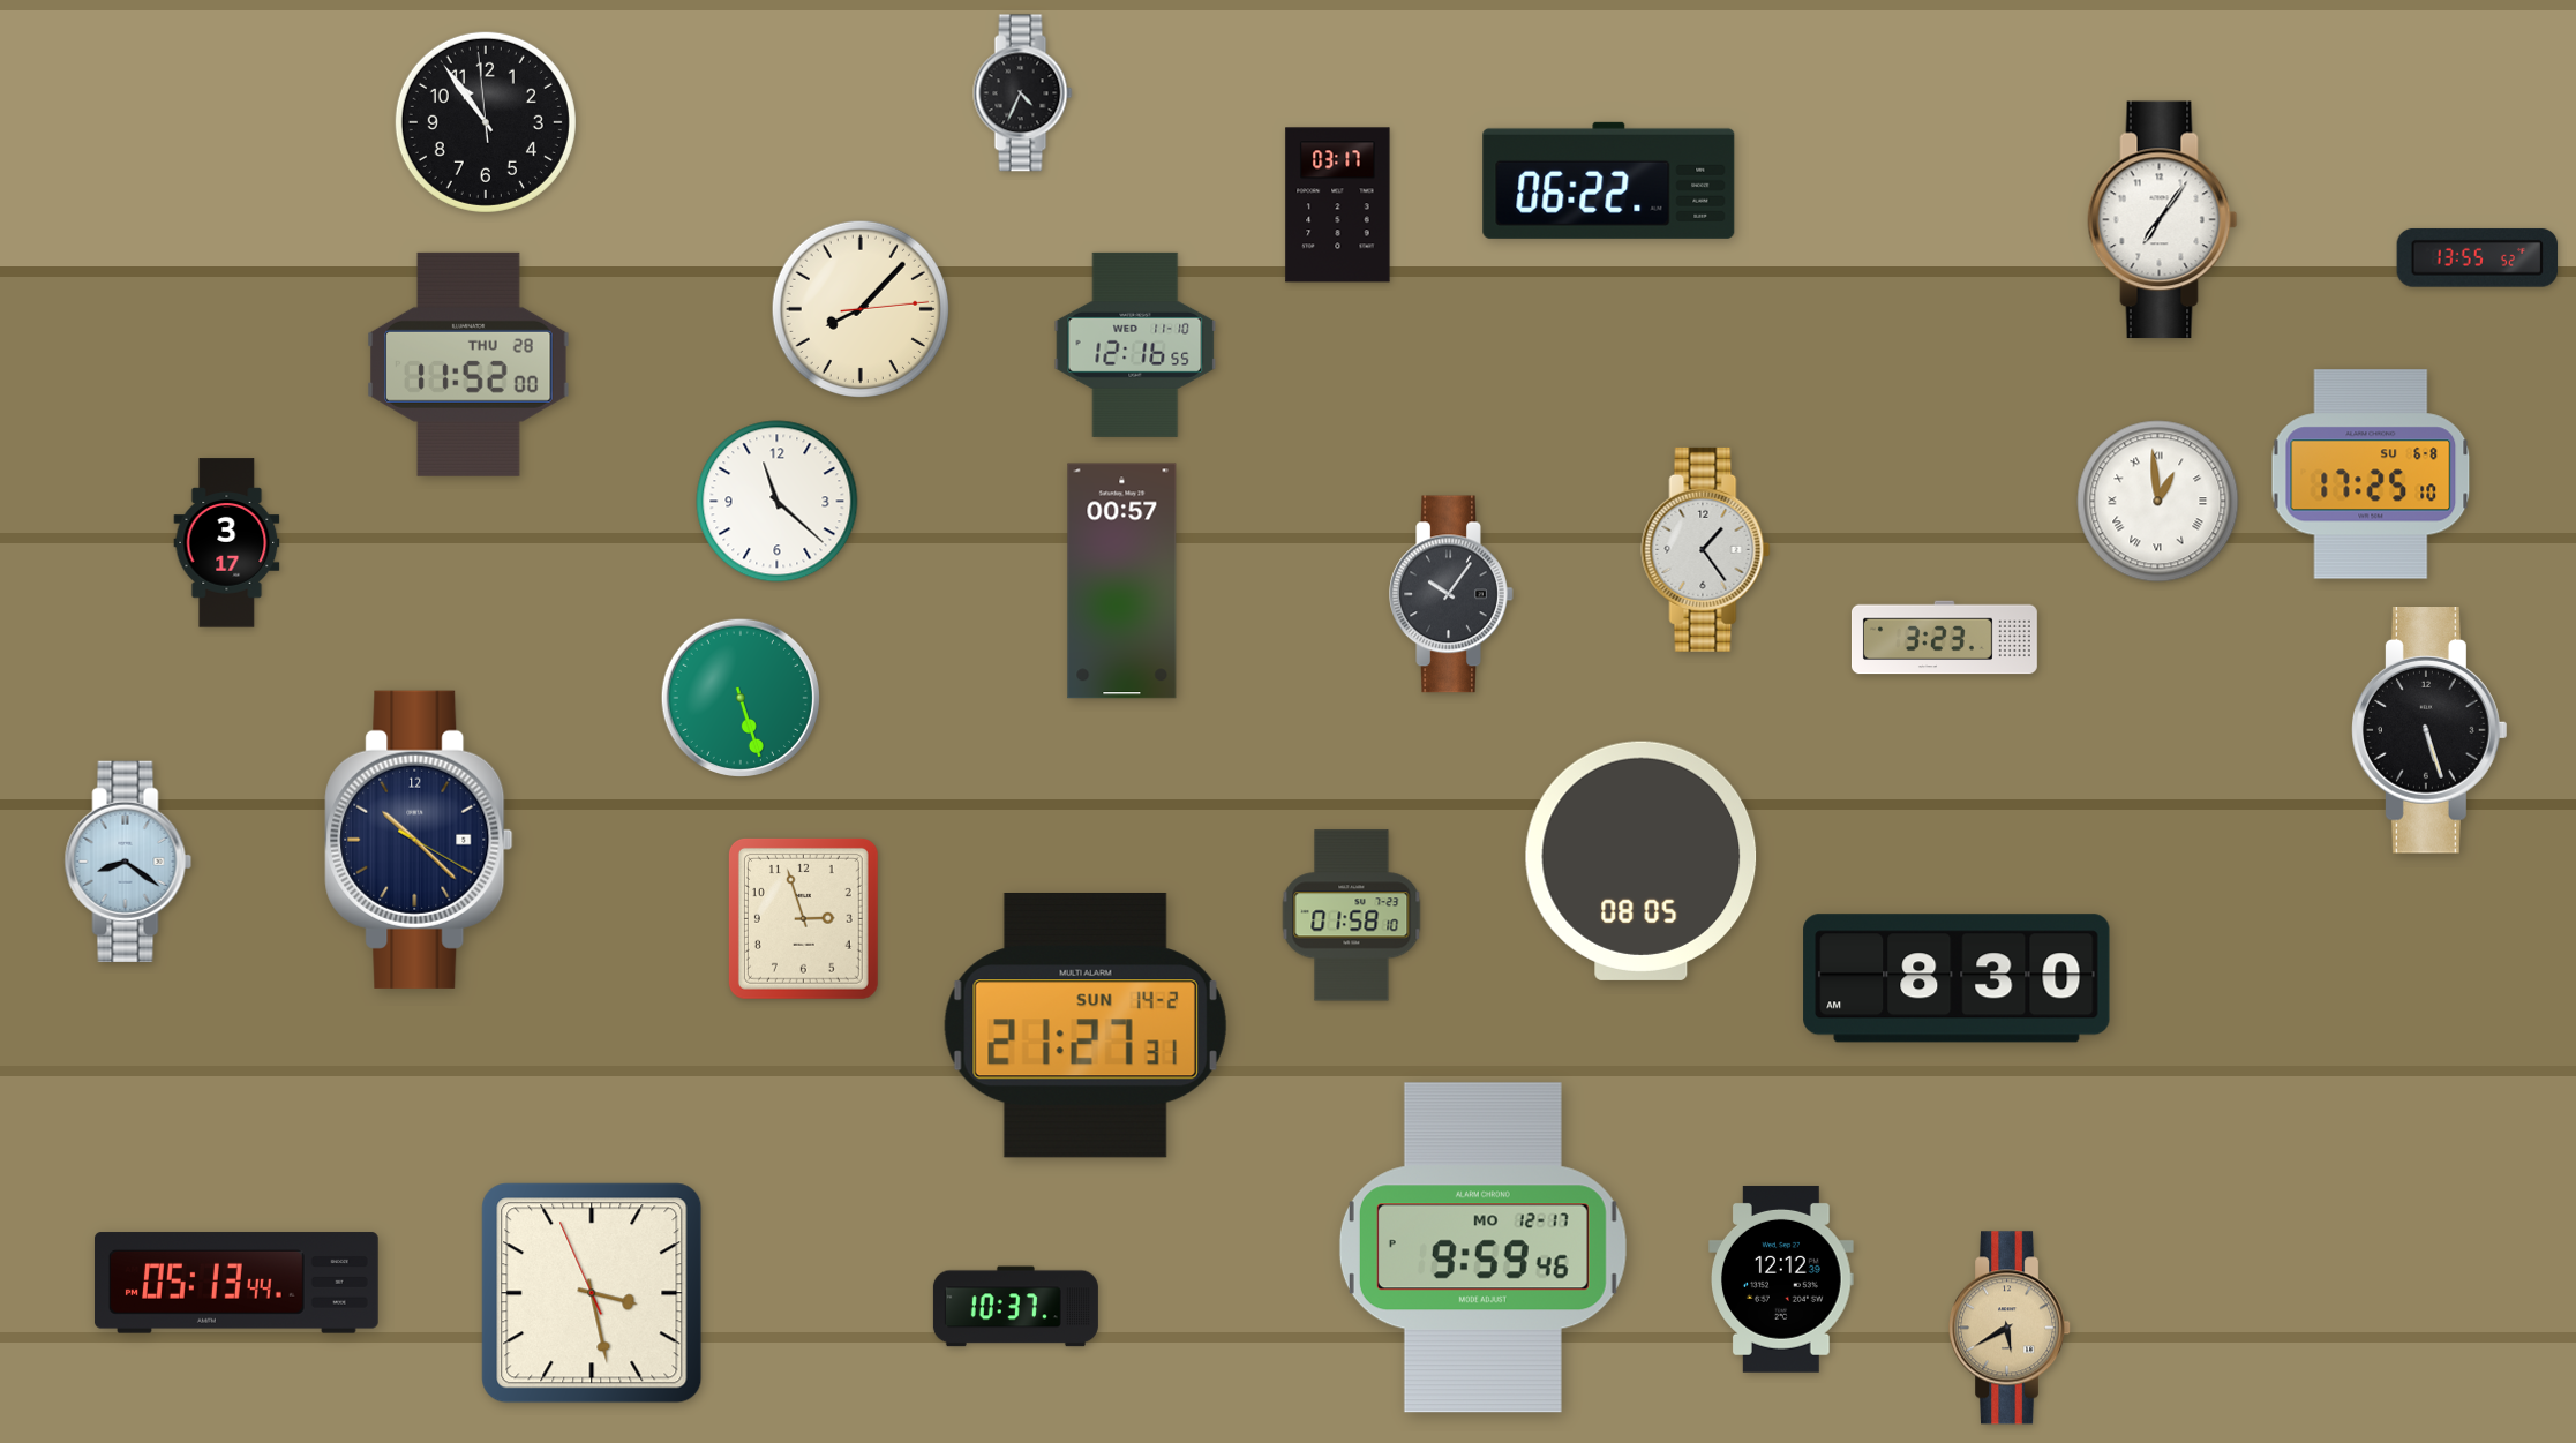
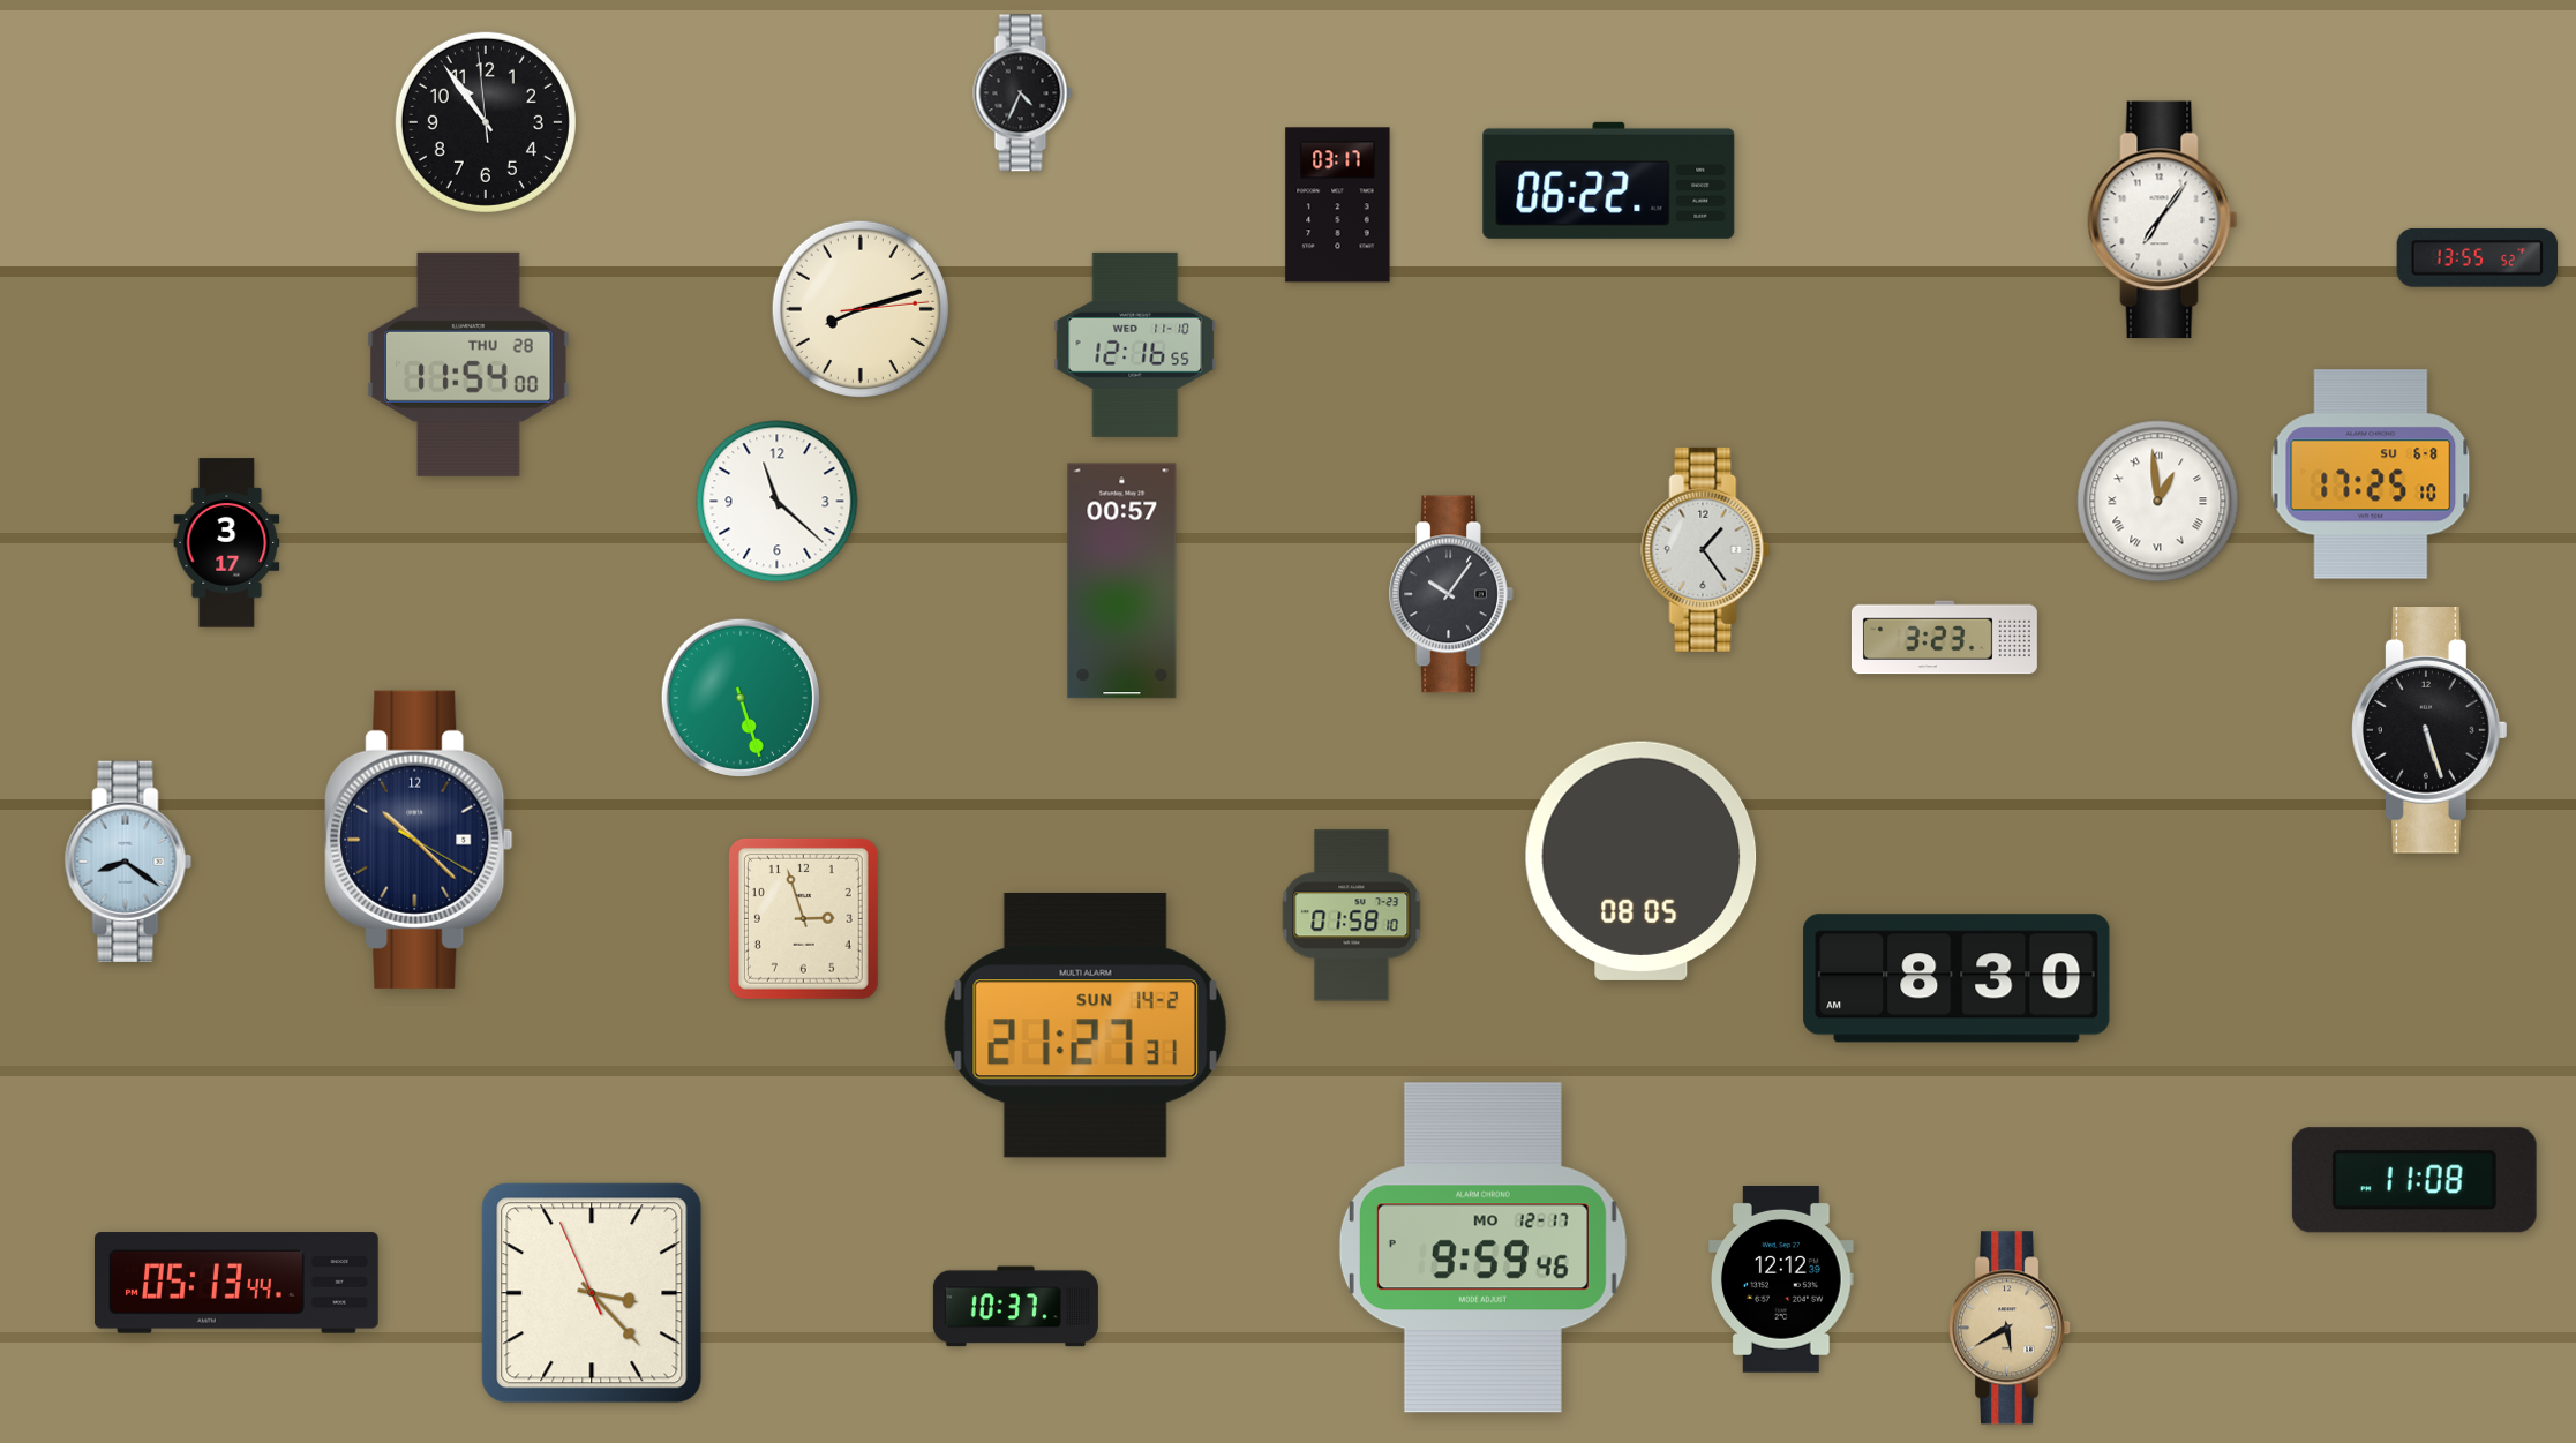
clock at (859, 308): 8:07 -> 8:12
clock at (468, 364): 11:52 -> 11:54
clock at (2414, 1180): none -> 11:08
clock at (592, 1293): 3:27 -> 3:22
